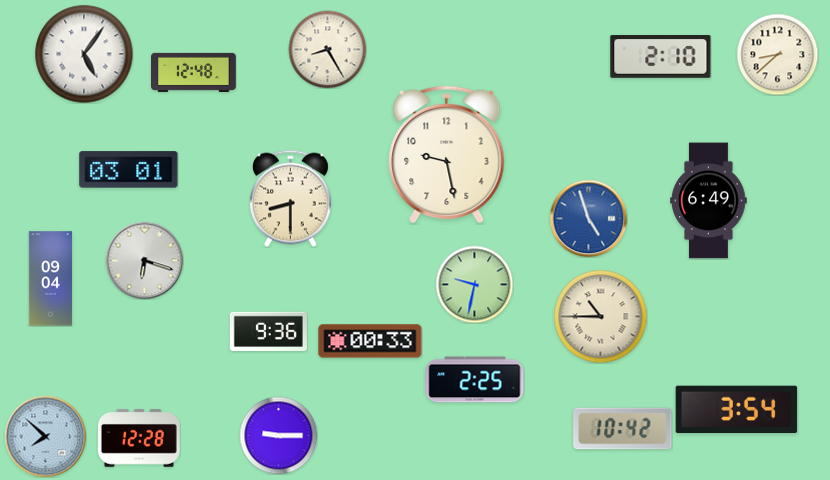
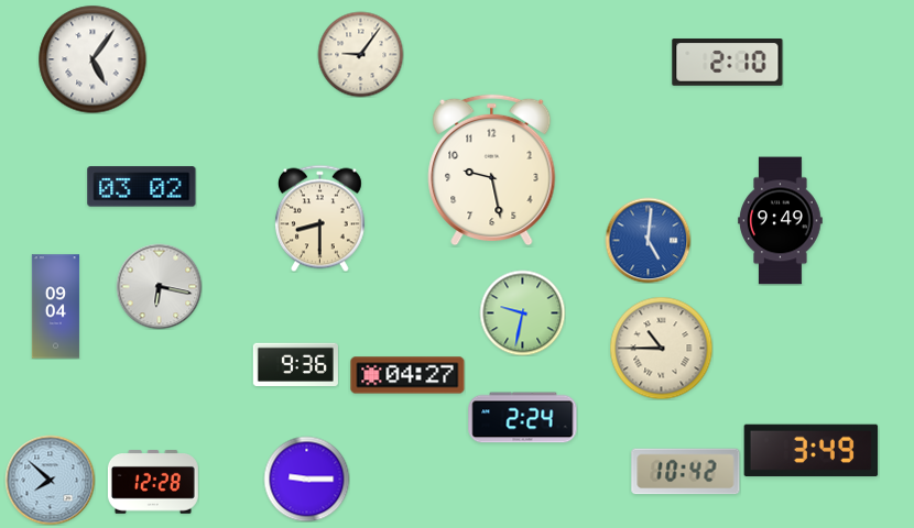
clock at (327, 49): 8:25 -> 9:06
clock at (777, 54): 8:38 -> none
clock at (194, 72): 12:48 -> none
clock at (129, 170): 03:01 -> 03:02
clock at (709, 201): 6:49 -> 9:49
clock at (588, 218): 4:57 -> 5:01
clock at (144, 260): 6:18 -> 6:17
clock at (370, 341): 00:33 -> 04:27
clock at (475, 380): 2:25 -> 2:24
clock at (737, 410): 3:54 -> 3:49
